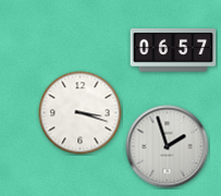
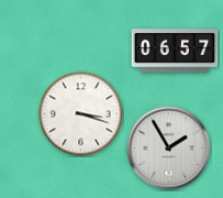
clock at (168, 147): 1:57 -> 1:55
